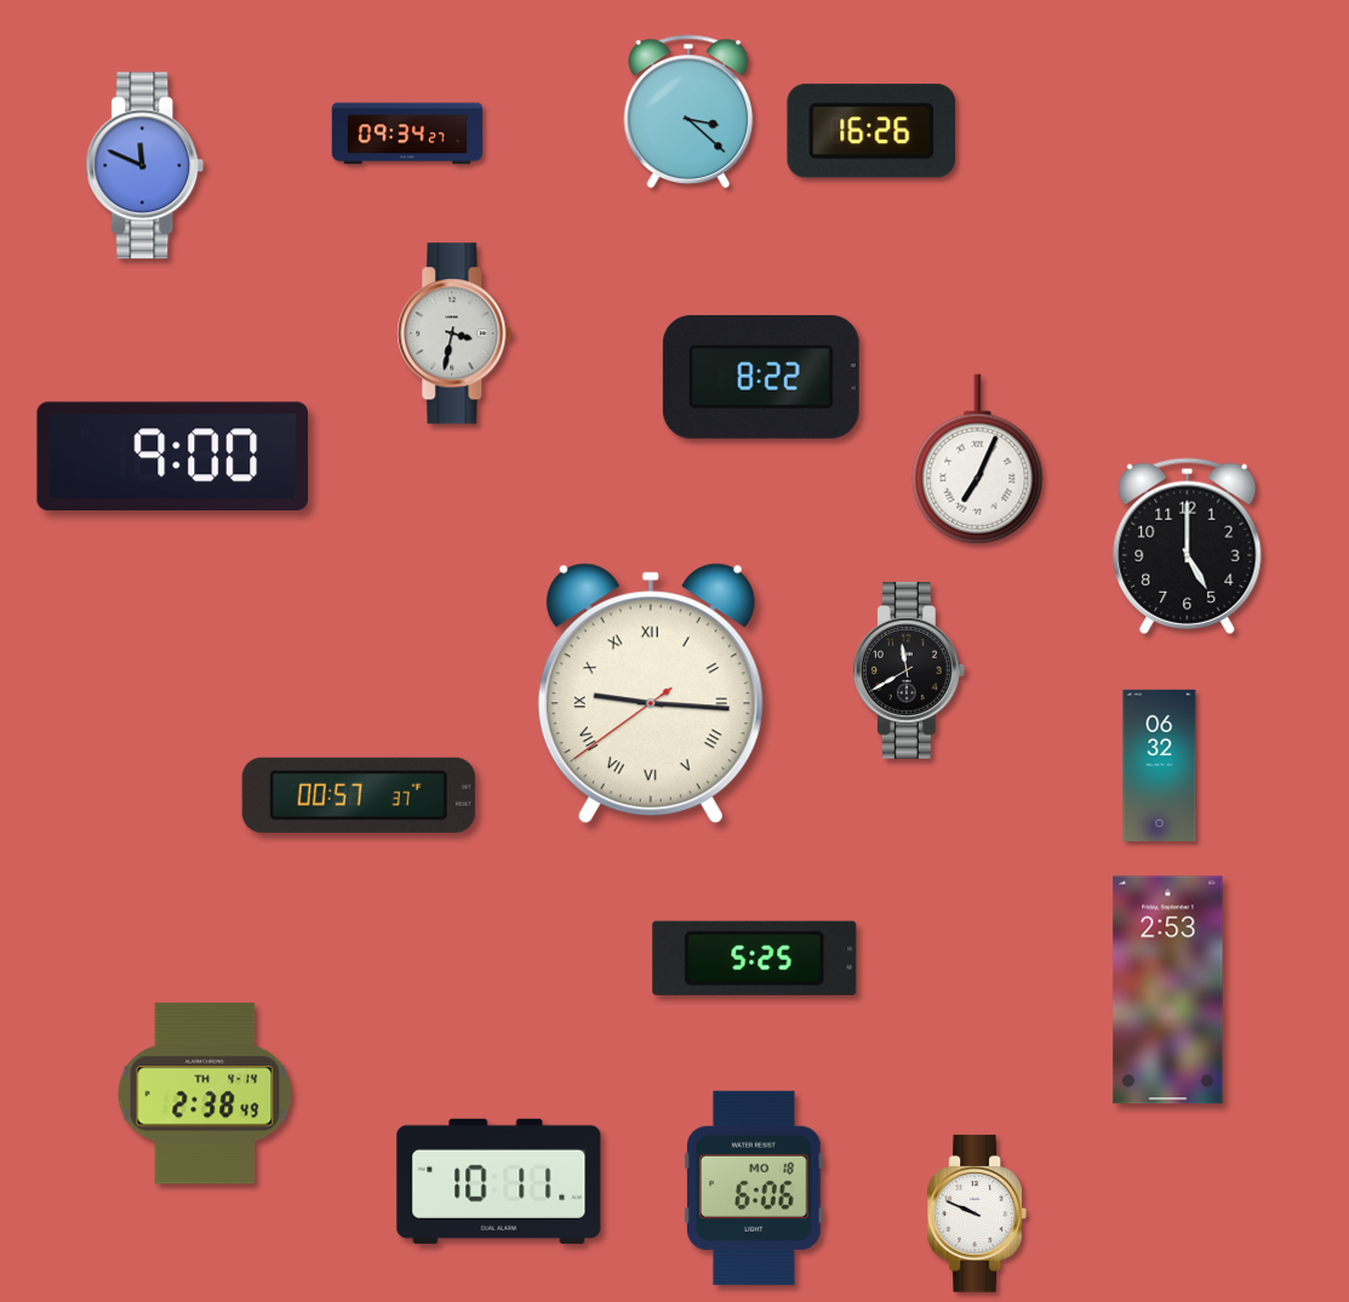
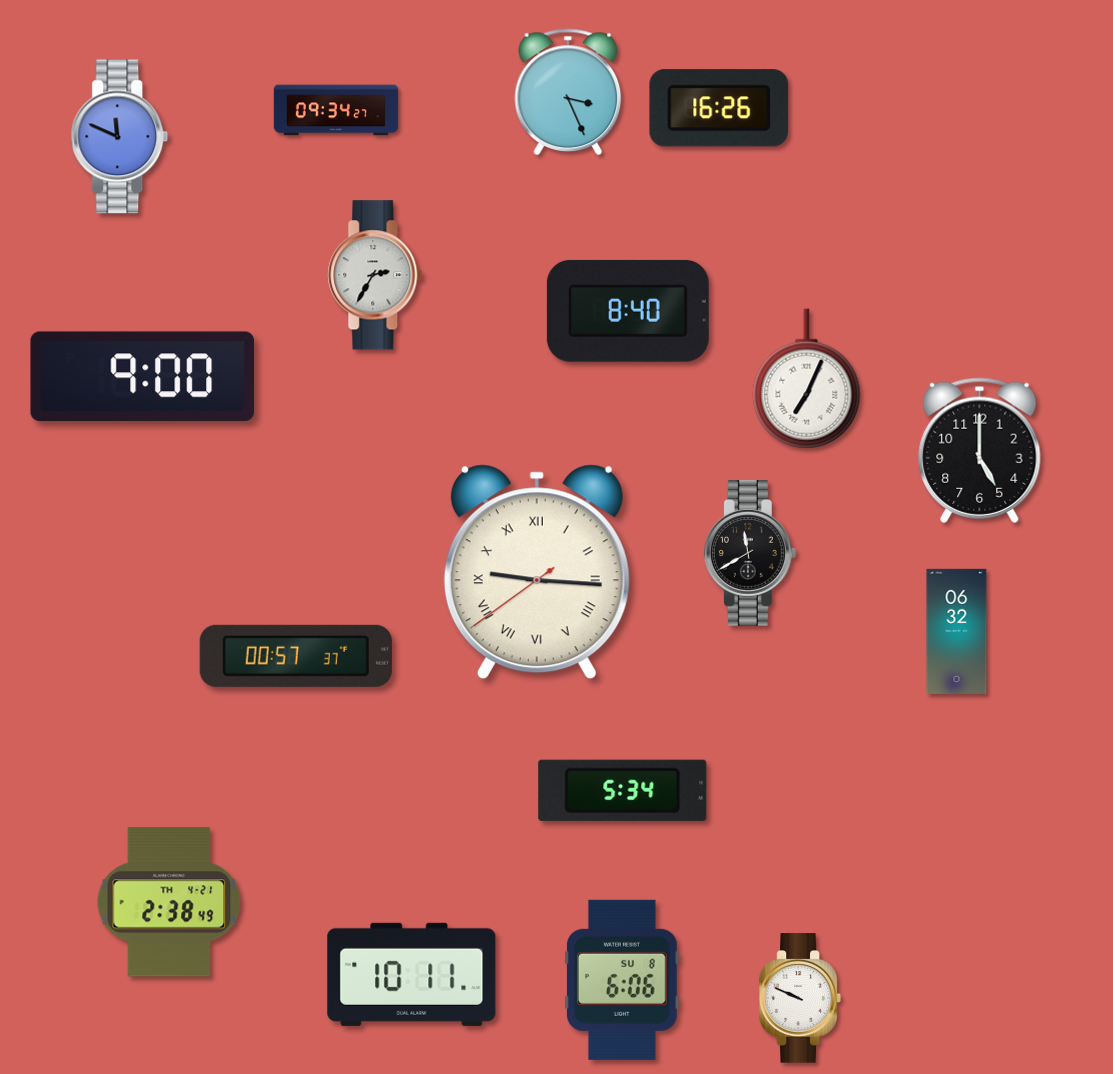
clock at (688, 112): 3:22 -> 3:26
clock at (455, 333): 3:32 -> 2:35
clock at (761, 377): 8:22 -> 8:40
clock at (755, 958): 5:25 -> 5:34
clock at (1168, 990): 2:53 -> none
clock at (205, 1093) date: TH 4-14 -> TH 4-21
clock at (754, 1188) date: MO 18 -> SU 8
clock at (977, 1214) position: (977, 1214) -> (800, 998)
